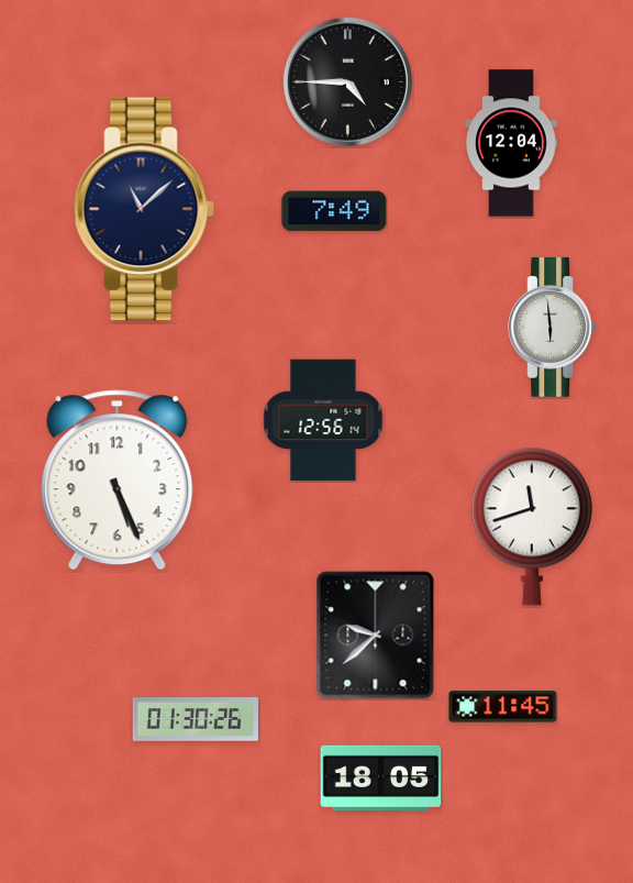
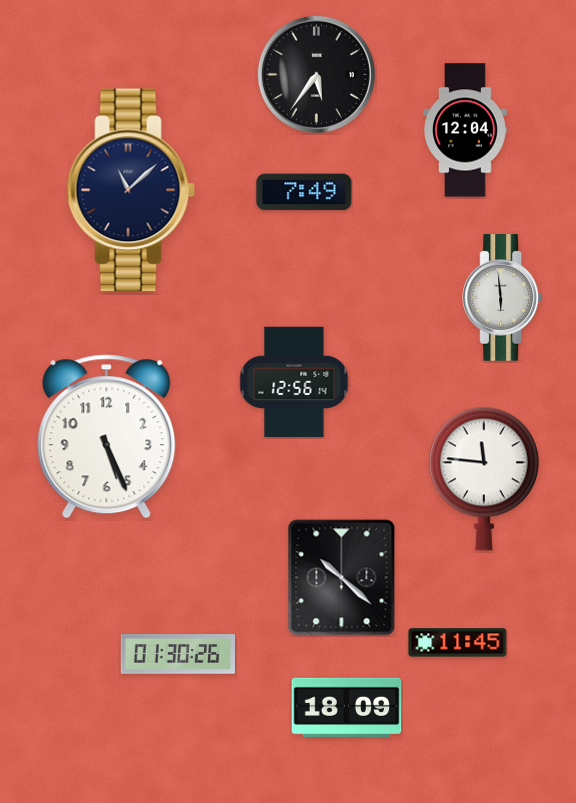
clock at (347, 81): 4:45 -> 5:36
clock at (532, 527): 11:42 -> 11:46
clock at (376, 636): 9:38 -> 10:22
clock at (381, 777): 18:05 -> 18:09
